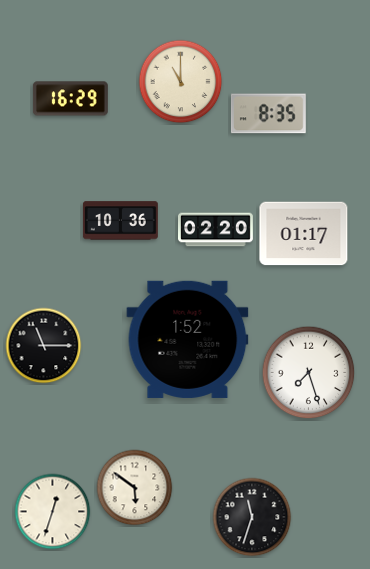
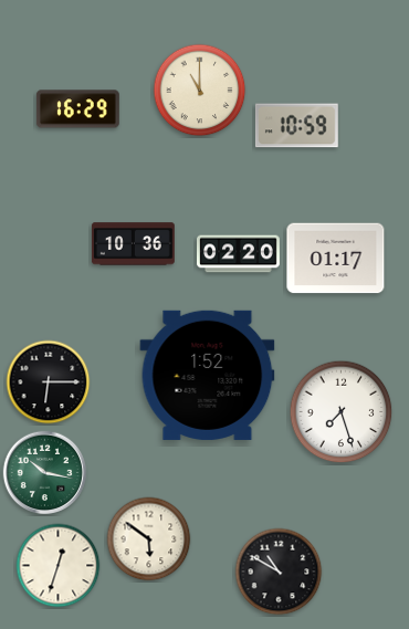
clock at (268, 114): 8:35 -> 10:59
clock at (44, 346): 11:15 -> 6:15
clock at (45, 473): none -> 10:17
clock at (252, 517): 11:33 -> 10:50
